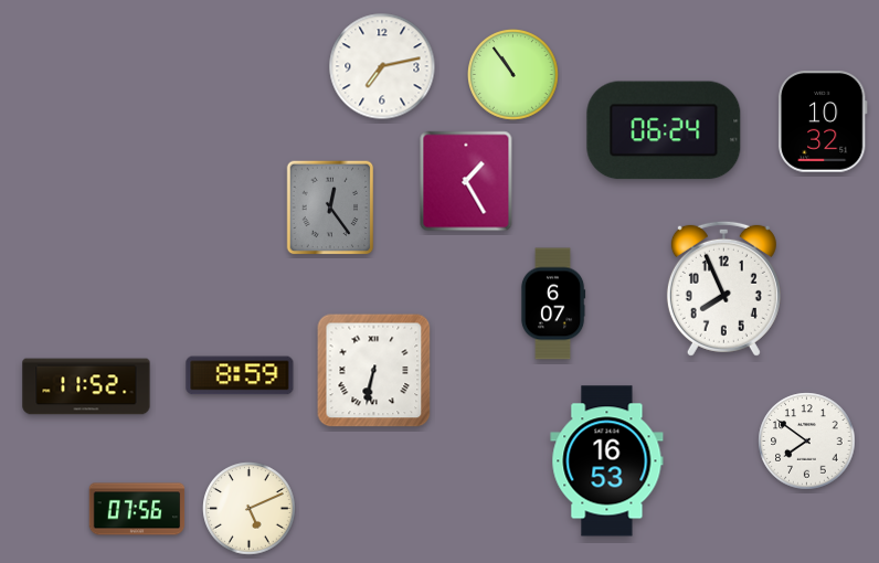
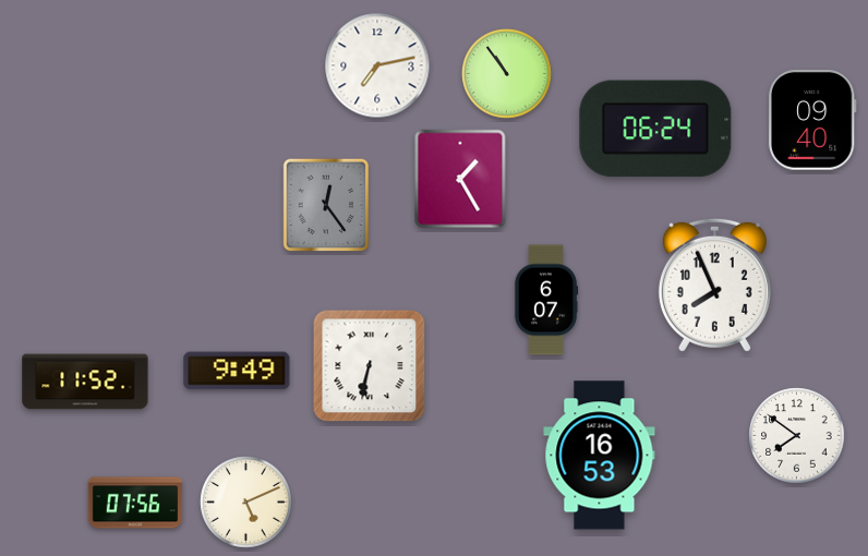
clock at (823, 123): 10:32 -> 09:40
clock at (240, 375): 8:59 -> 9:49
